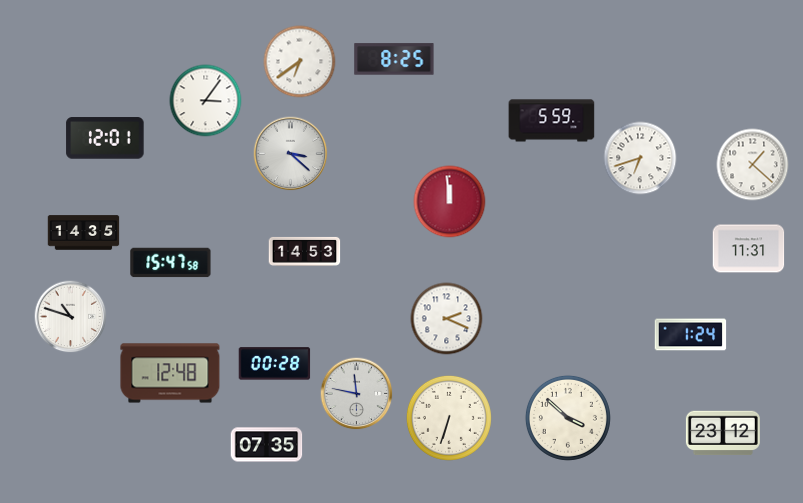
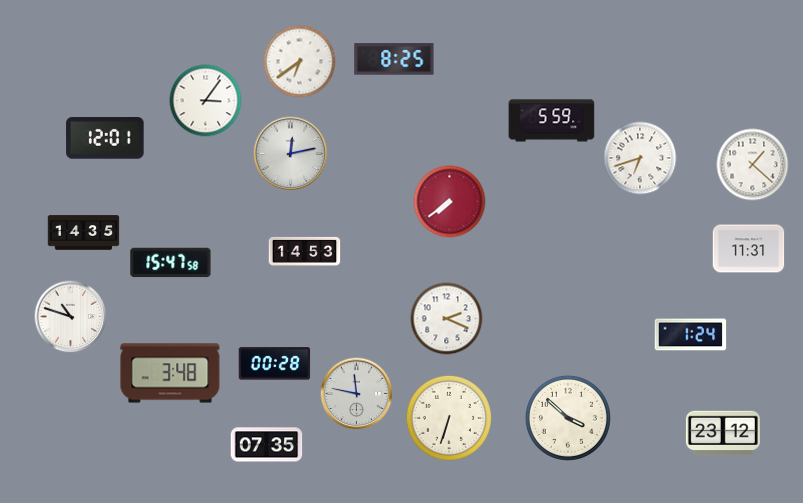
clock at (291, 154): 3:22 -> 12:13
clock at (450, 202): 11:59 -> 7:39
clock at (170, 373): 12:48 -> 3:48
